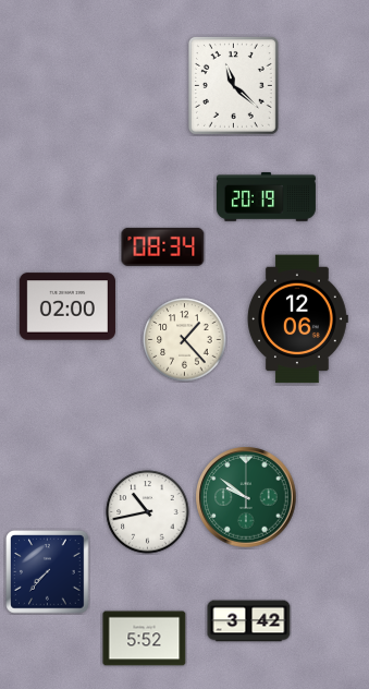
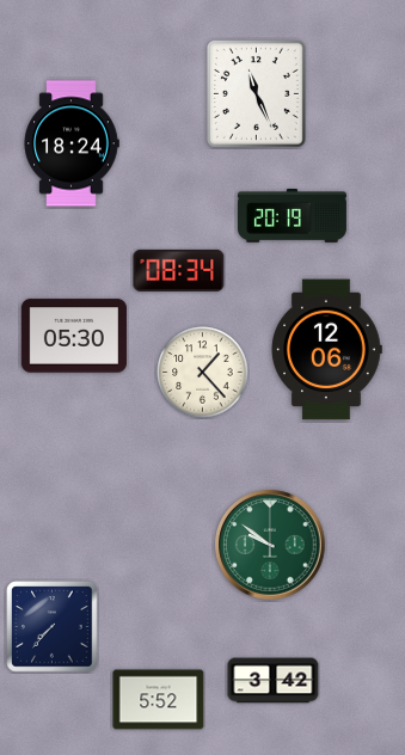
clock at (233, 85): 11:22 -> 11:26
clock at (72, 143): none -> 18:24
clock at (67, 306): 02:00 -> 05:30
clock at (148, 512): 10:43 -> none
